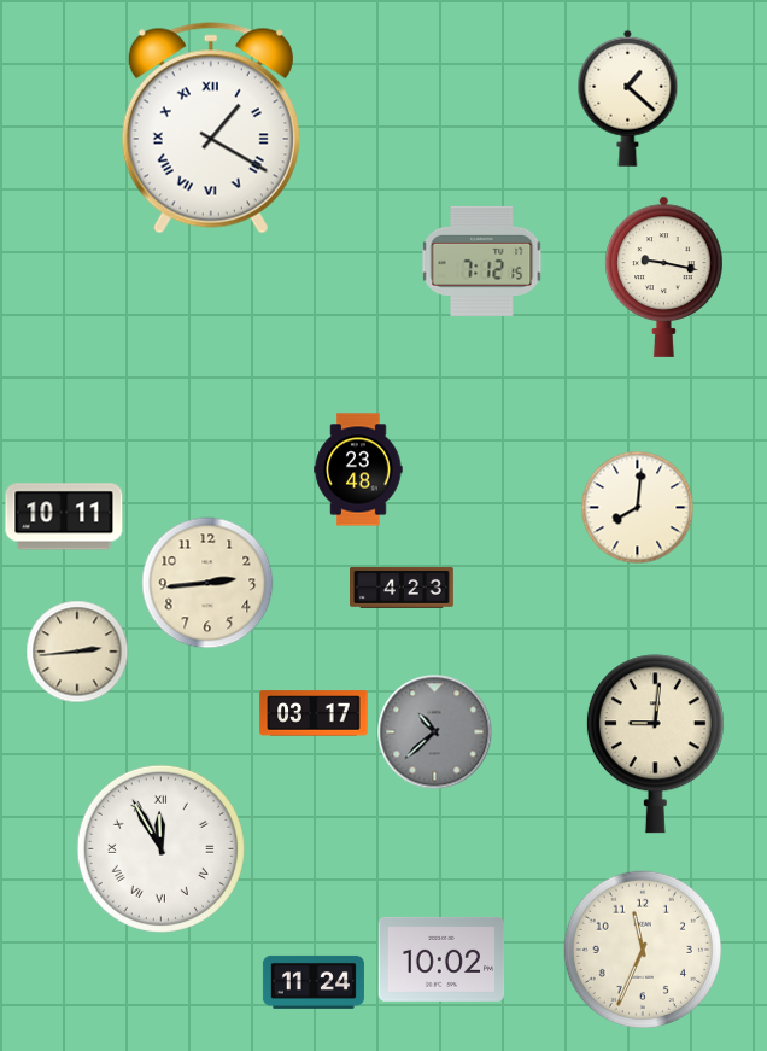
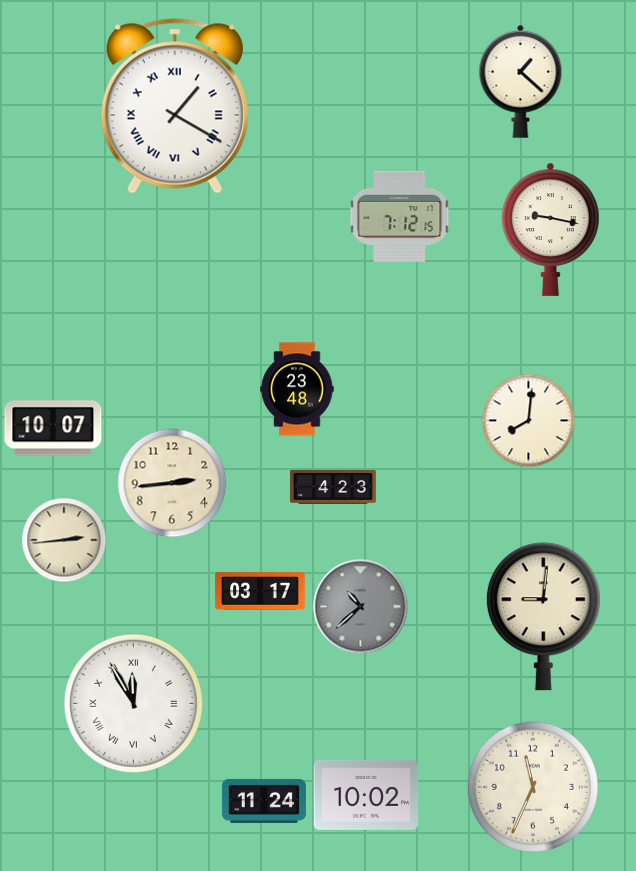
clock at (64, 516): 10:11 -> 10:07
clock at (314, 982) position: (314, 982) -> (264, 801)
